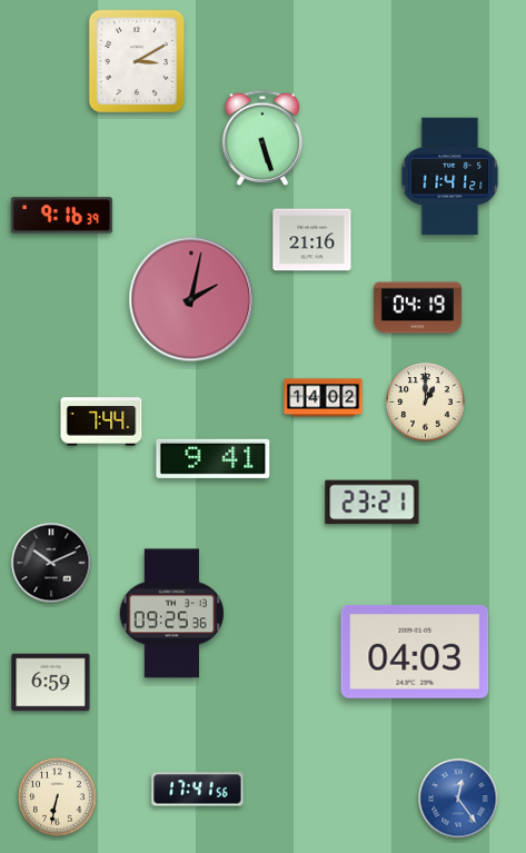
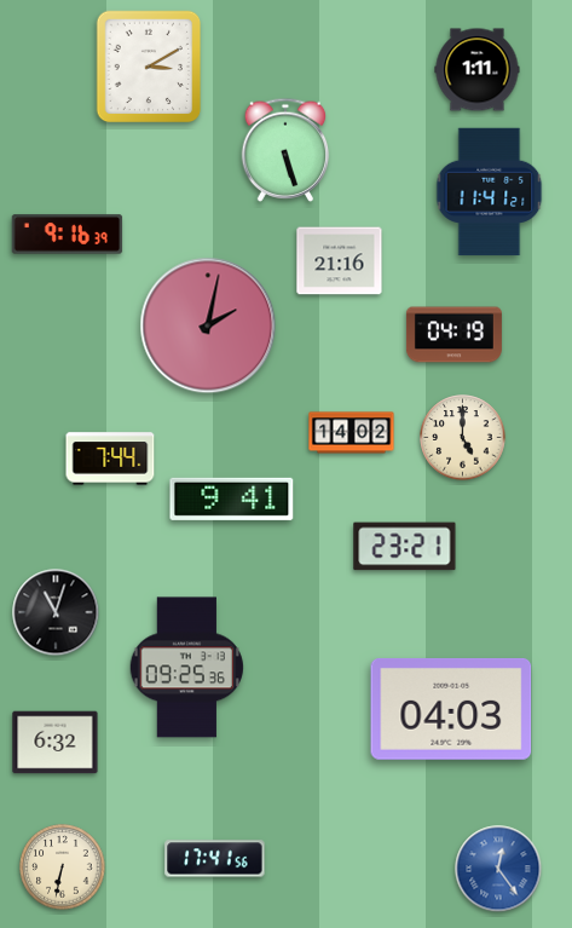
clock at (478, 70): none -> 1:11
clock at (426, 403): 1:00 -> 5:00
clock at (51, 563): 10:11 -> 11:03
clock at (51, 683): 6:59 -> 6:32
